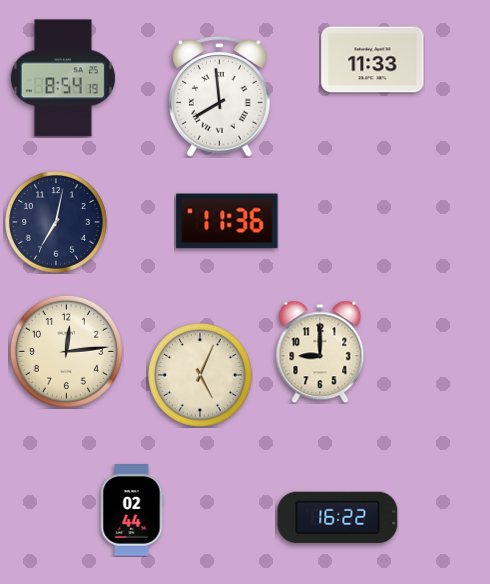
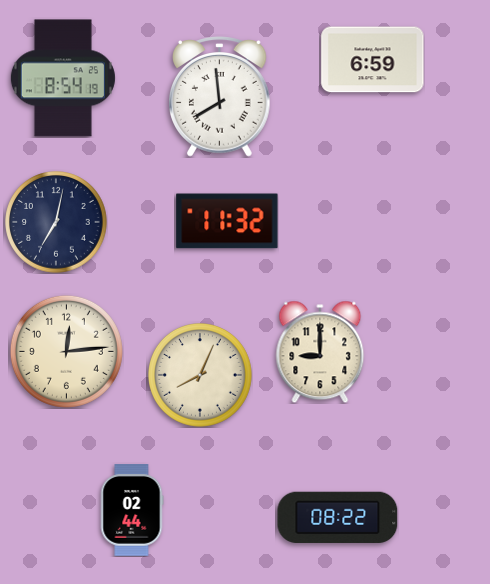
clock at (373, 60): 11:33 -> 6:59
clock at (227, 221): 11:36 -> 11:32
clock at (201, 376): 5:04 -> 8:04
clock at (338, 517): 16:22 -> 08:22
